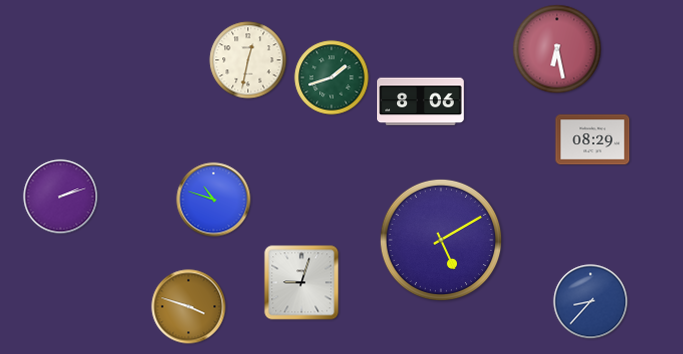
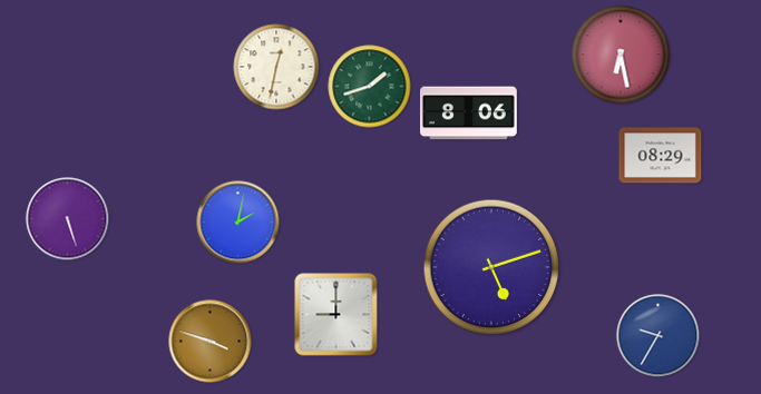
clock at (61, 197): 2:12 -> 5:27
clock at (214, 200): 10:48 -> 2:02
clock at (441, 240): 5:10 -> 5:12
clock at (302, 283): 9:03 -> 9:00
clock at (591, 302): 8:37 -> 9:35
